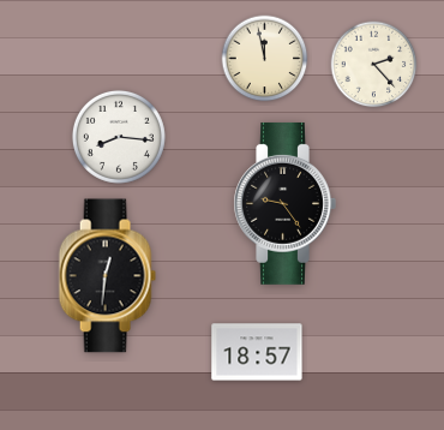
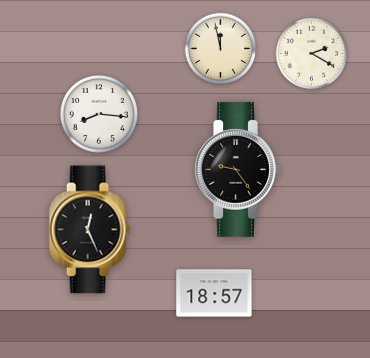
clock at (374, 65): 2:23 -> 2:20
clock at (107, 276): 12:31 -> 12:26
